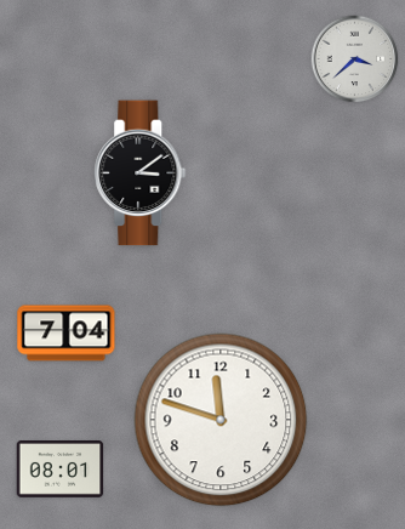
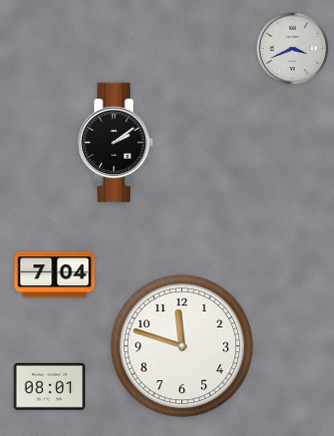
clock at (355, 59): 3:38 -> 3:41
clock at (141, 174): 3:09 -> 2:09
